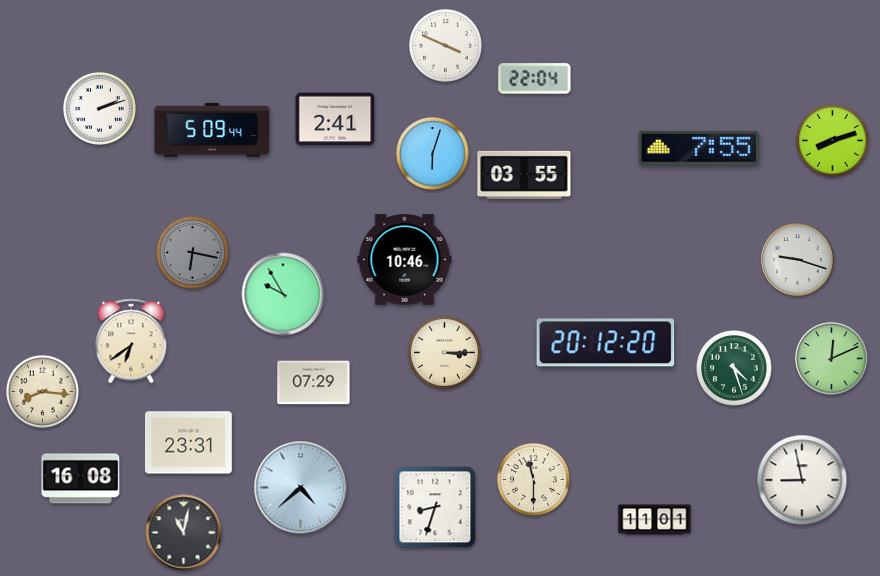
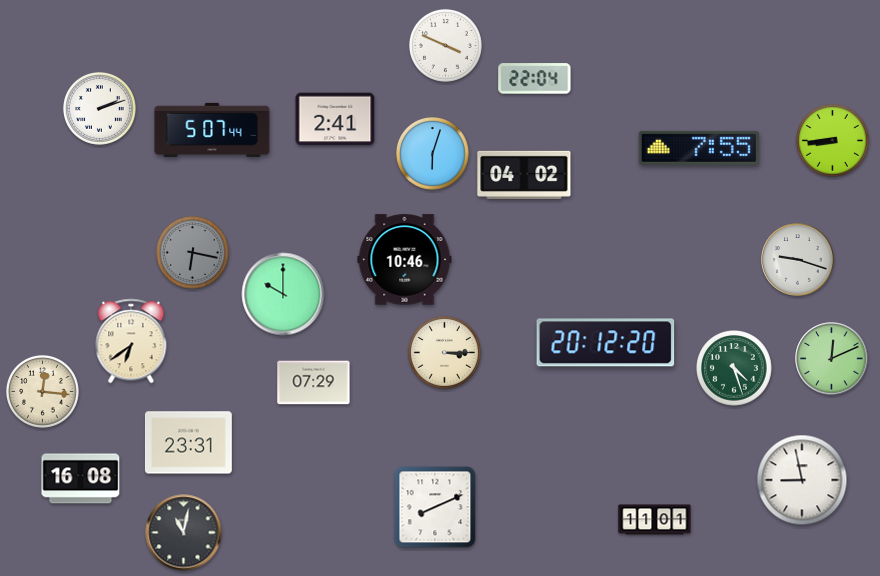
clock at (212, 130): 5:09 -> 5:07
clock at (832, 140): 8:12 -> 8:44
clock at (524, 175): 03:55 -> 04:02
clock at (283, 294): 9:55 -> 10:00
clock at (42, 391): 8:16 -> 12:16
clock at (533, 479): 11:30 -> none
clock at (301, 488): 4:38 -> none
clock at (435, 507): 8:33 -> 8:11
